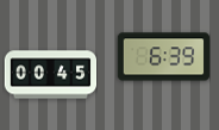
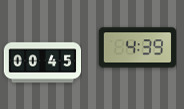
clock at (163, 57): 6:39 -> 4:39
